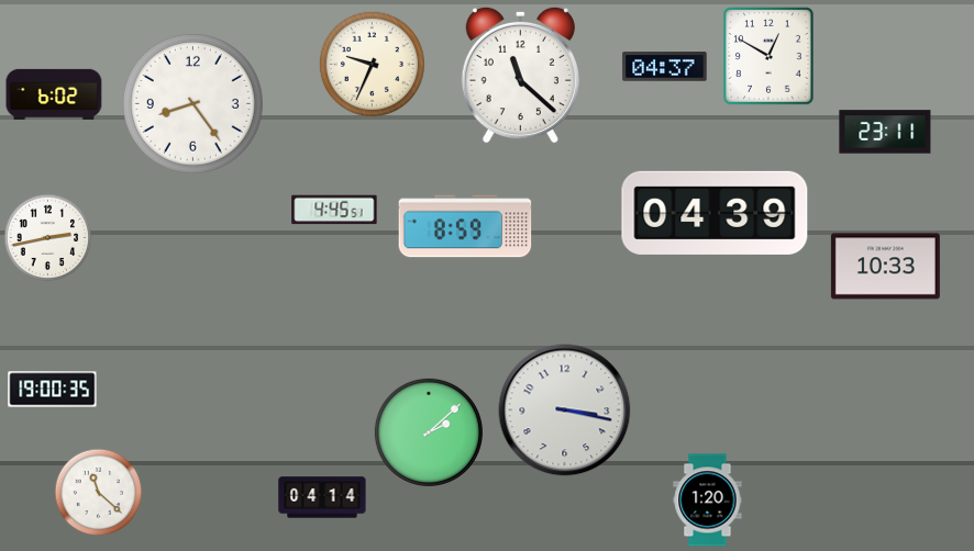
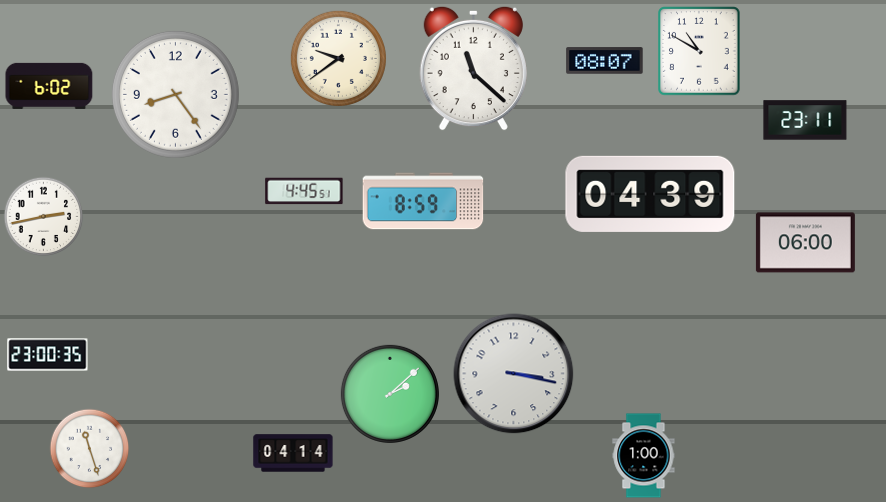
clock at (768, 56): 12:50 -> 10:50
clock at (372, 64): 9:34 -> 9:39
clock at (665, 67): 04:37 -> 08:07
clock at (465, 226) position: (465, 226) -> (423, 201)
clock at (885, 267): 10:33 -> 06:00
clock at (53, 390): 19:00 -> 23:00
clock at (99, 493): 11:22 -> 11:27
clock at (708, 501): 1:20 -> 1:00
